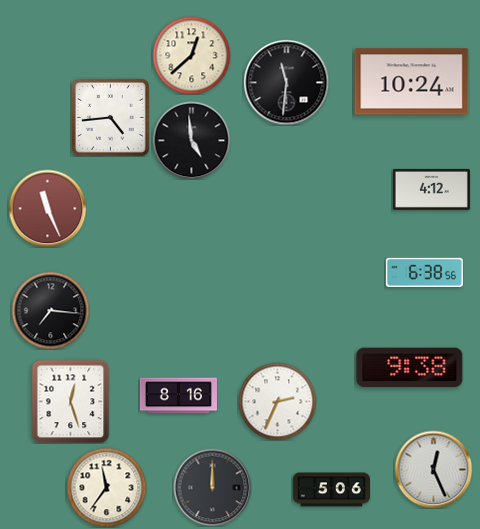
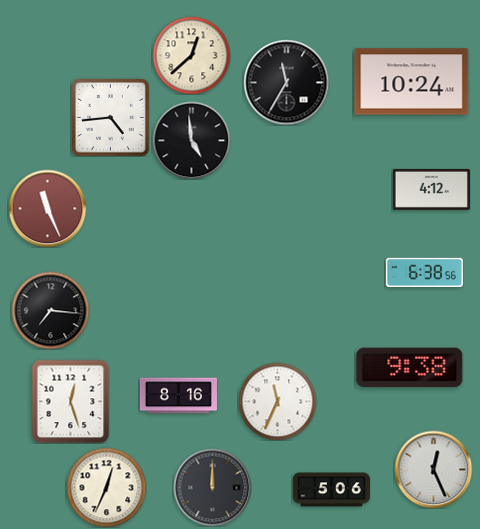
clock at (286, 82): 11:31 -> 11:35
clock at (277, 401): 2:34 -> 11:34
clock at (106, 487): 11:36 -> 12:34
